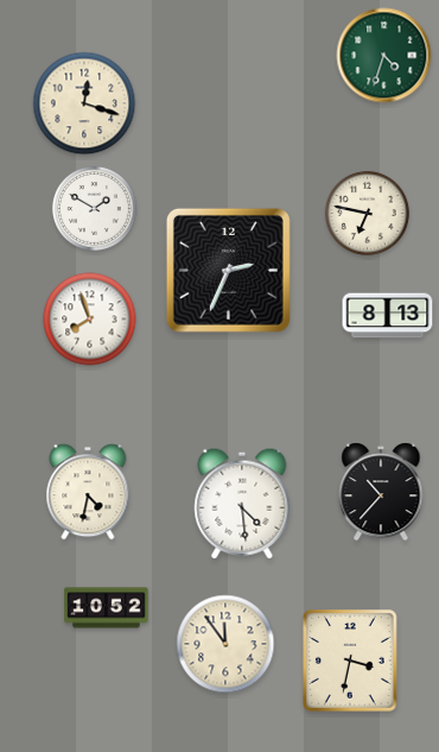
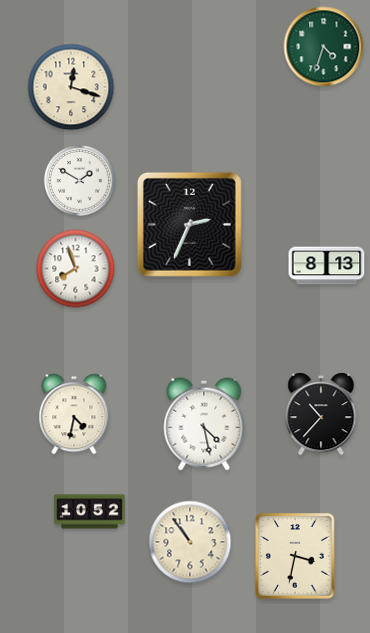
clock at (94, 208) position: (94, 208) -> (79, 180)
clock at (367, 213): 6:47 -> none
clock at (228, 270) position: (228, 270) -> (189, 224)
clock at (242, 504): 4:29 -> 4:28
clock at (225, 644): 11:54 -> 10:54
